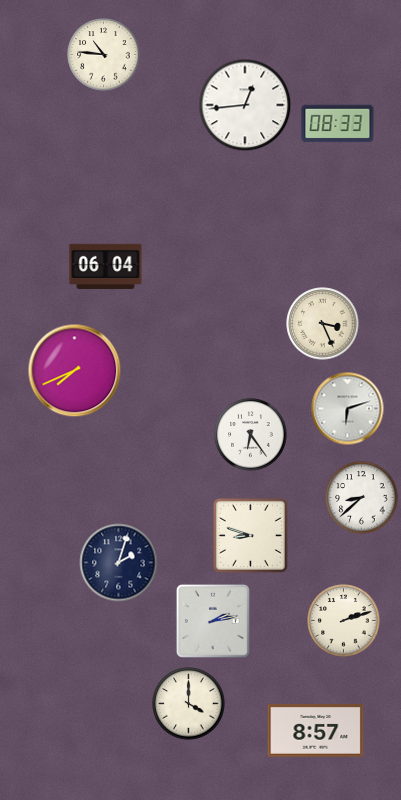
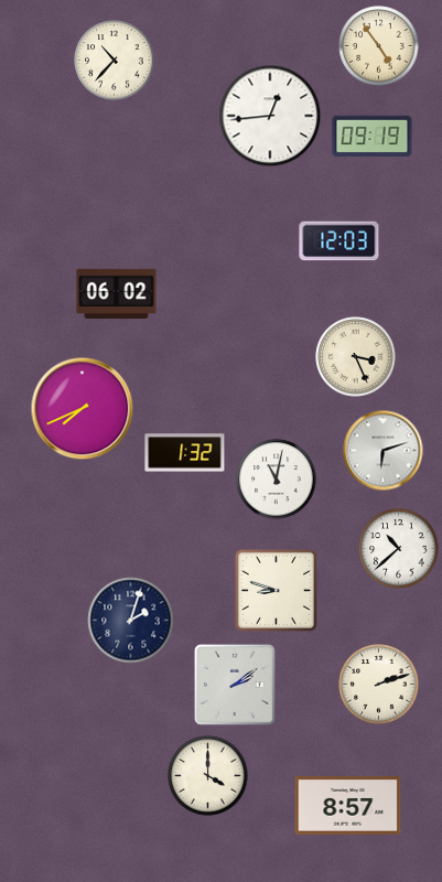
clock at (379, 46): none -> 4:54
clock at (104, 55): 10:46 -> 10:37
clock at (338, 124): 08:33 -> 09:19
clock at (339, 241): none -> 12:03
clock at (106, 266): 06:04 -> 06:02
clock at (185, 453): none -> 1:32
clock at (251, 435): 6:24 -> 11:02
clock at (362, 498): 8:38 -> 10:38
clock at (213, 621): 2:13 -> 2:09
